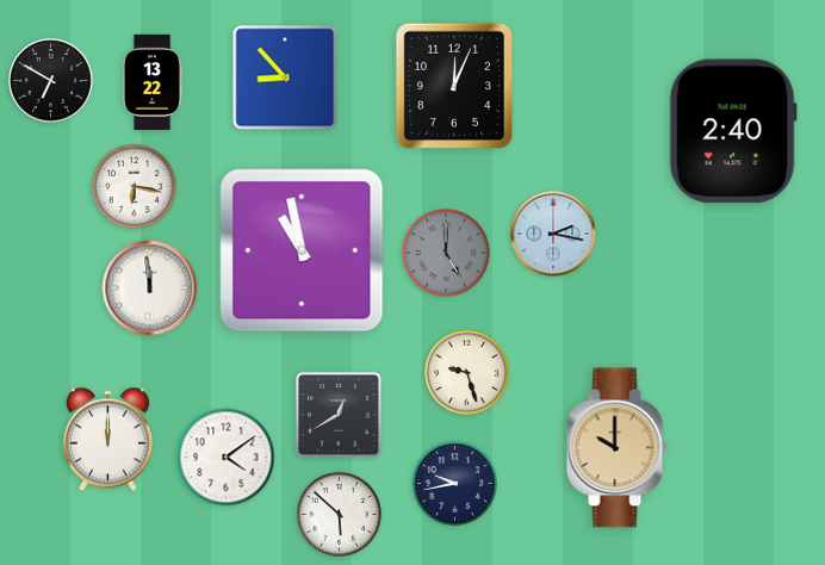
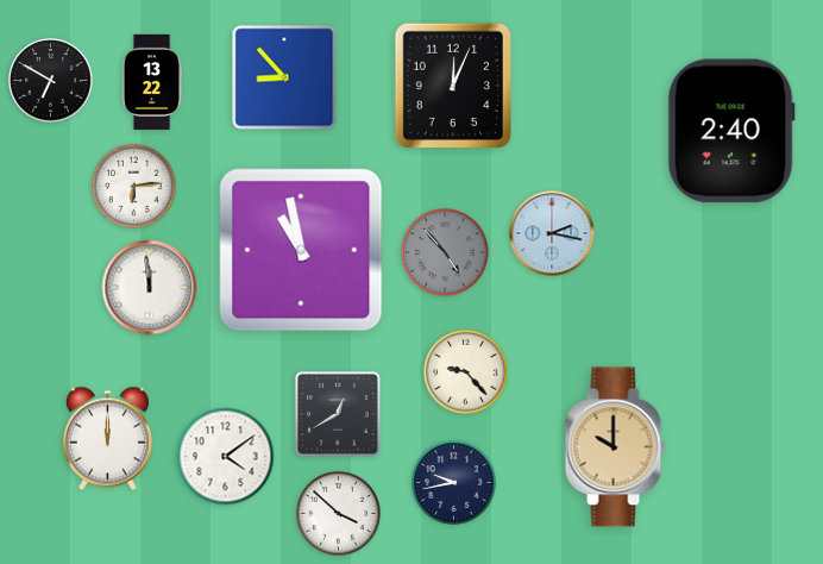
clock at (135, 187): 6:17 -> 6:14
clock at (446, 253): 5:00 -> 4:53
clock at (467, 373): 9:27 -> 9:23
clock at (340, 515): 5:52 -> 3:52
